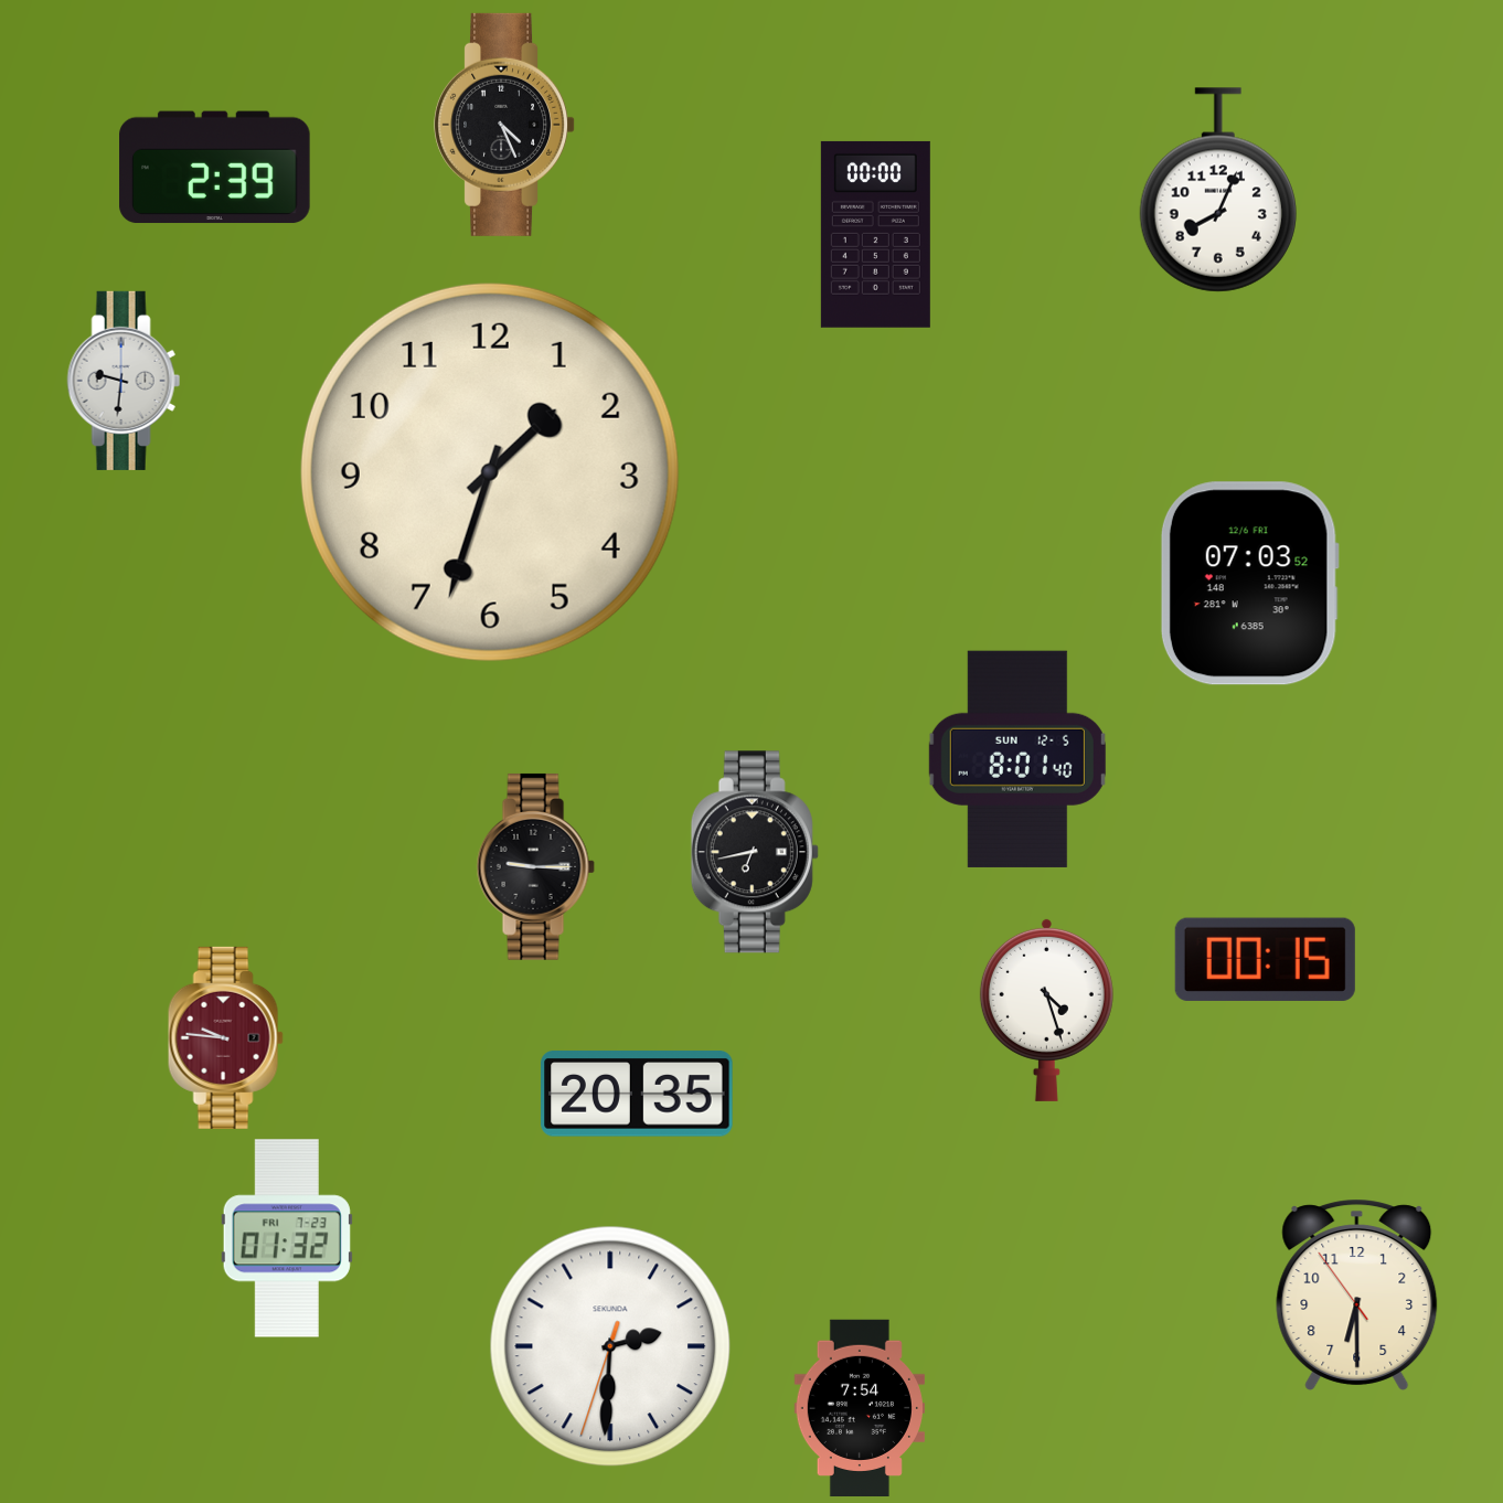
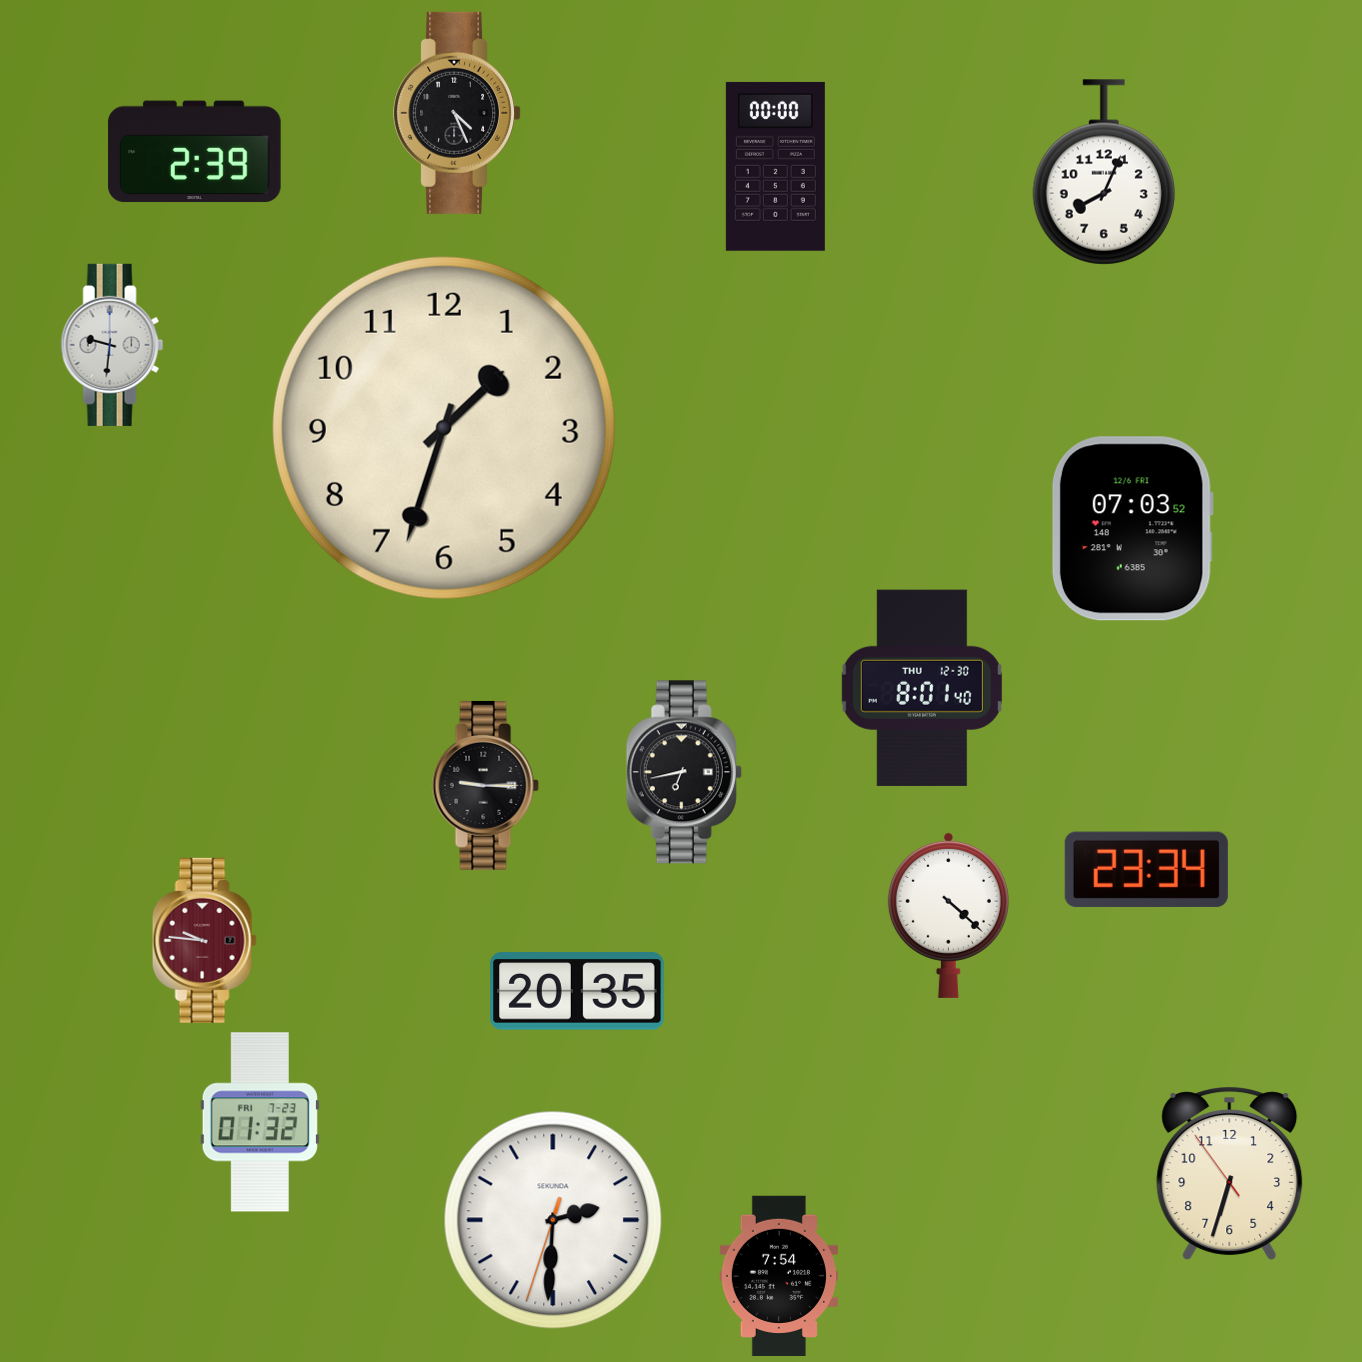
clock at (875, 234) position: (875, 234) -> (775, 166)
clock at (1017, 759) date: SUN 12-5 -> THU 12-30
clock at (1265, 959): 00:15 -> 23:34
clock at (1046, 1010): 4:27 -> 4:22
clock at (1357, 1294): 6:29 -> 6:32
